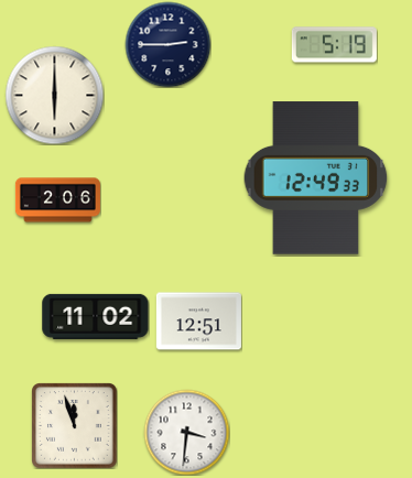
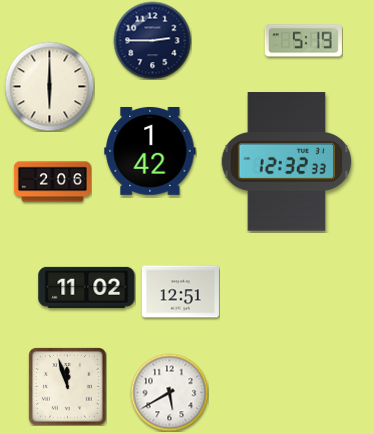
clock at (150, 151): none -> 1:42
clock at (316, 178): 12:49 -> 12:32
clock at (186, 432): 3:31 -> 5:40
